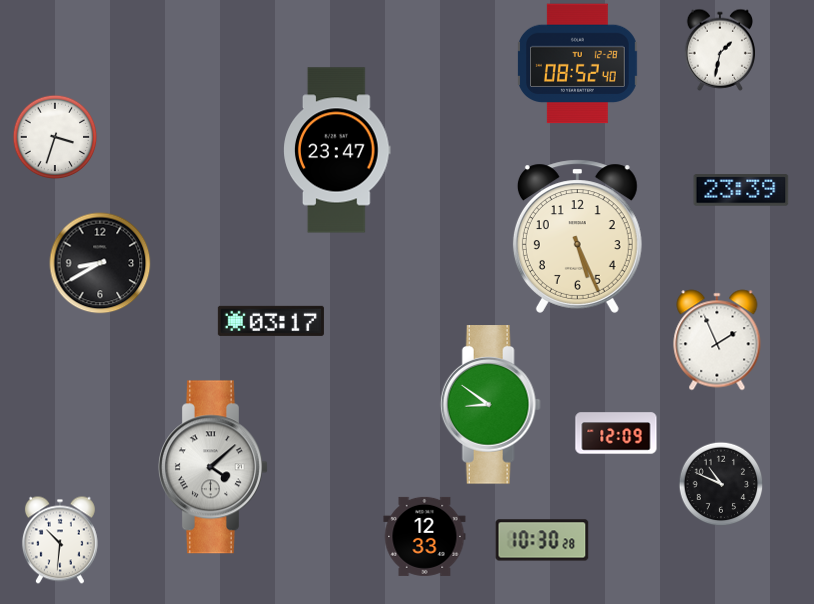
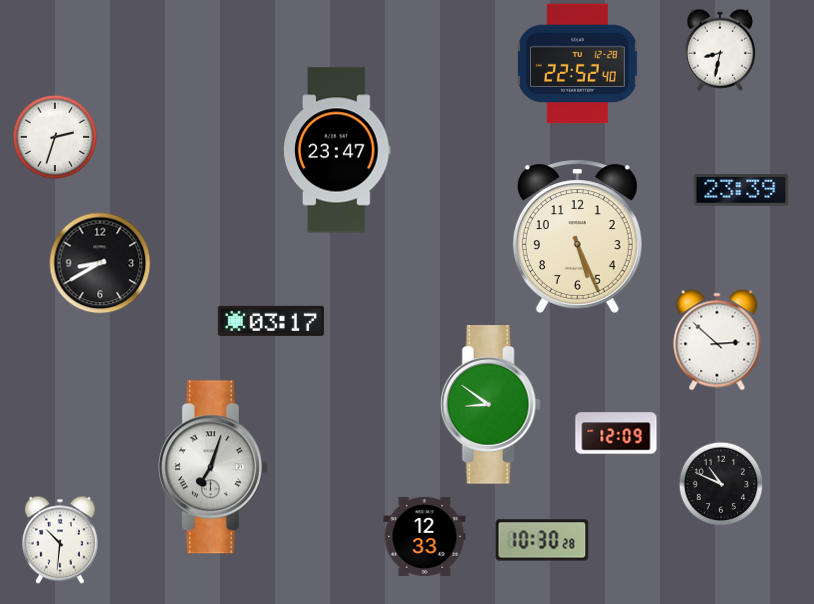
clock at (719, 50): 1:32 -> 8:32
clock at (578, 64): 08:52 -> 22:52
clock at (55, 137): 3:33 -> 2:33
clock at (717, 340): 1:56 -> 2:52
clock at (214, 467): 4:08 -> 7:03
